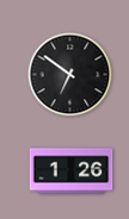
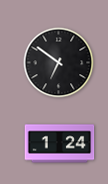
clock at (72, 171): 1:26 -> 1:24
